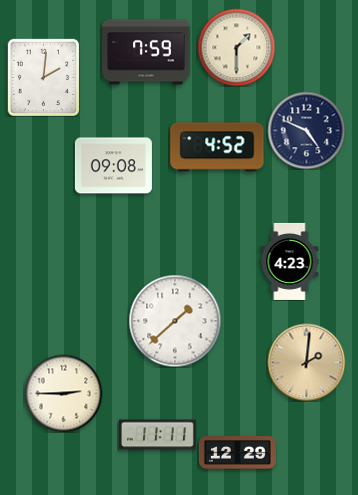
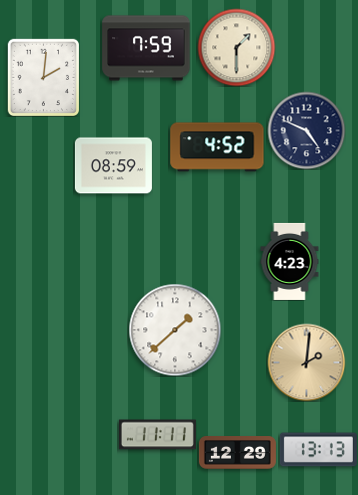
clock at (146, 52) position: (146, 52) -> (146, 48)
clock at (113, 166): 09:08 -> 08:59
clock at (175, 321) position: (175, 321) -> (175, 330)
clock at (63, 393): 2:45 -> none
clock at (318, 450): none -> 13:13
